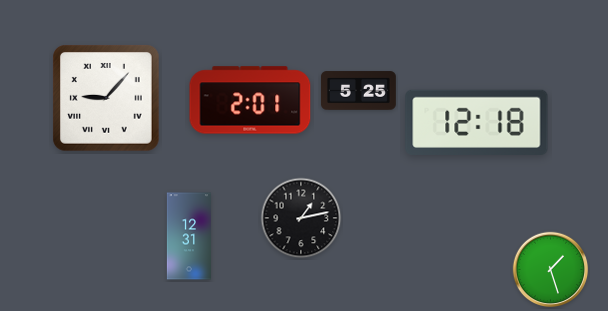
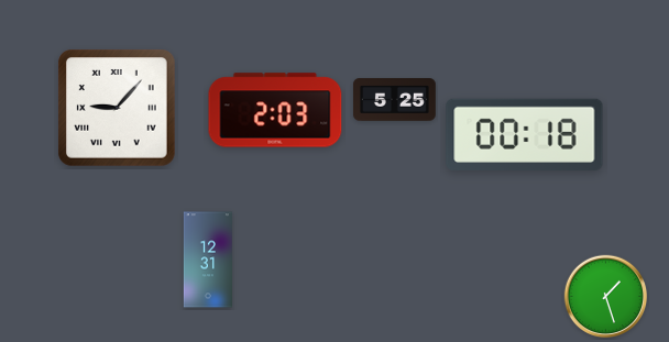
clock at (250, 100): 2:01 -> 2:03
clock at (477, 122): 12:18 -> 00:18
clock at (301, 218): 1:13 -> none
